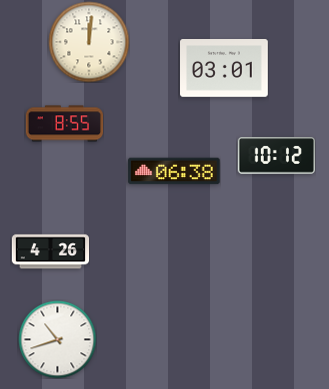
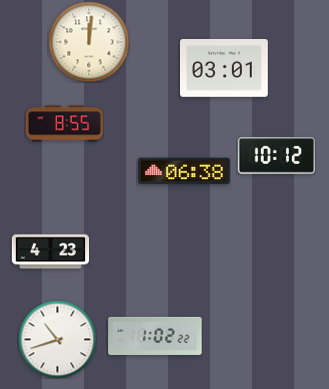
clock at (174, 171) position: (174, 171) -> (184, 171)
clock at (50, 252): 4:26 -> 4:23
clock at (155, 336): none -> 1:02
